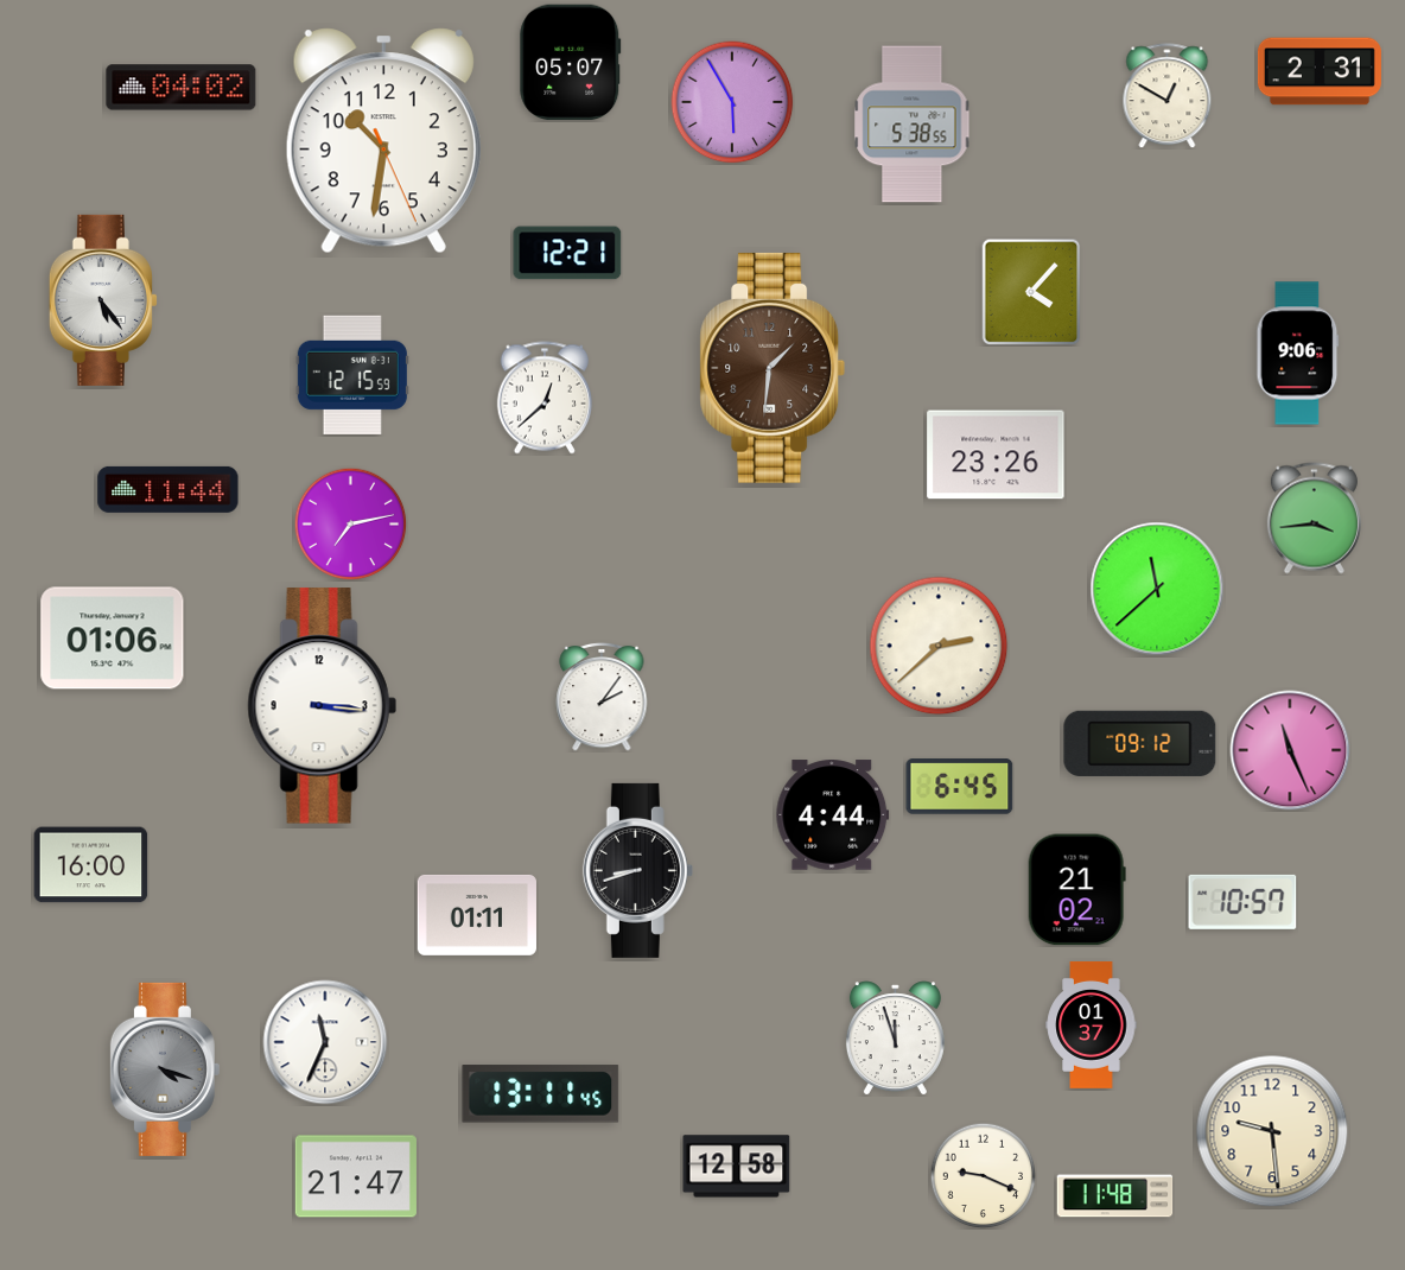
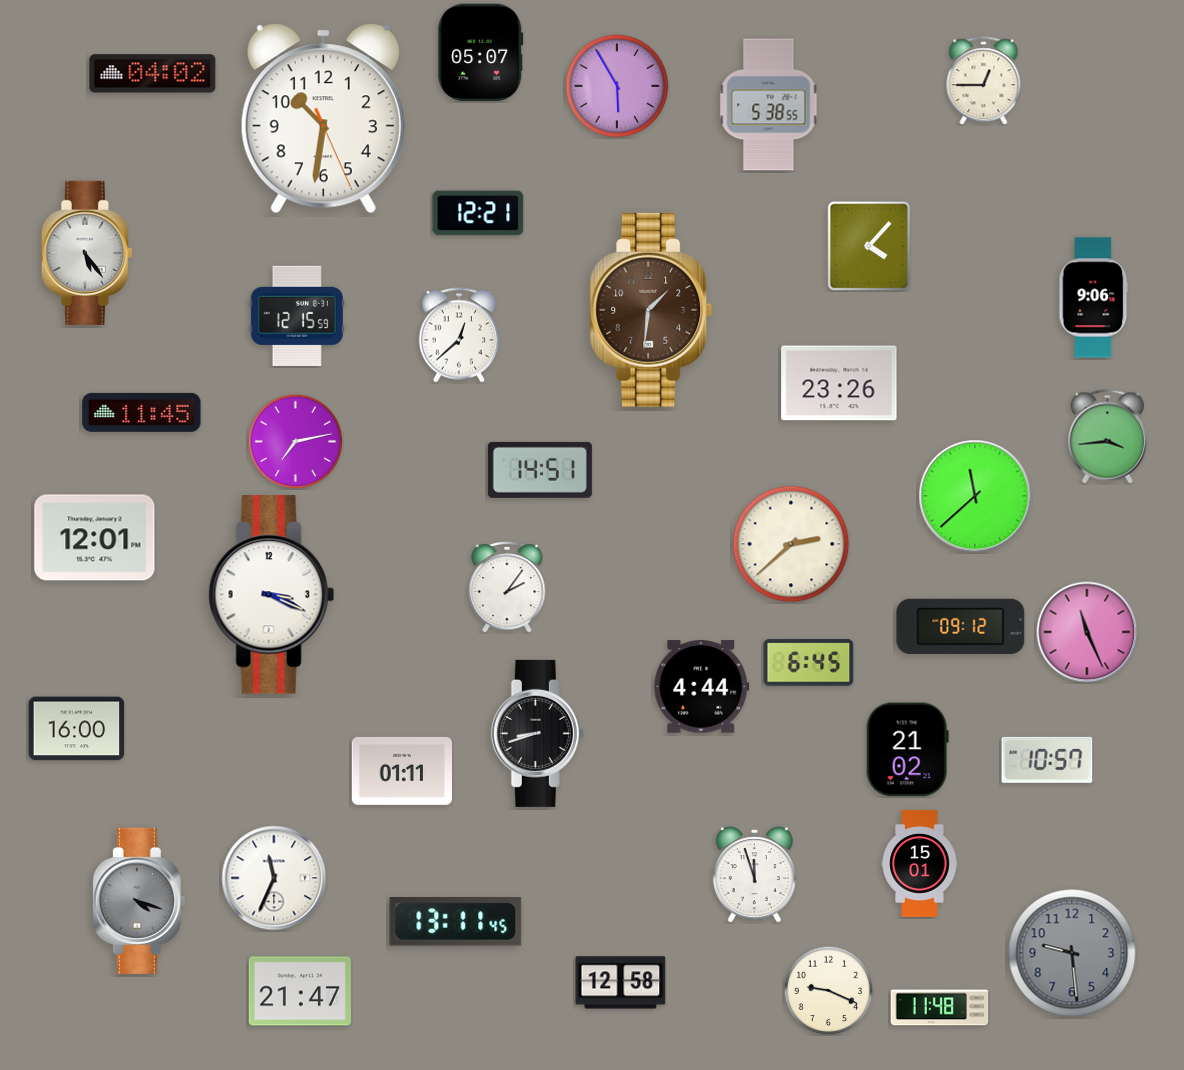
clock at (1320, 71): 2:31 -> none
clock at (1168, 96): 12:50 -> 12:45
clock at (169, 489): 11:44 -> 11:45
clock at (540, 470): none -> 14:51
clock at (113, 639): 01:06 -> 12:01
clock at (322, 706): 3:16 -> 3:19
clock at (1092, 1024): 01:37 -> 15:01
clock at (1272, 1131) dial: cream -> grey
